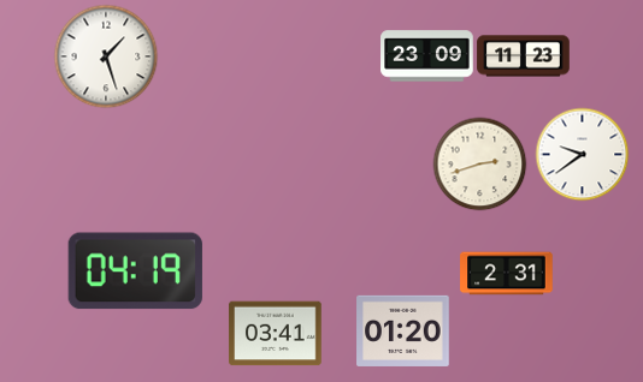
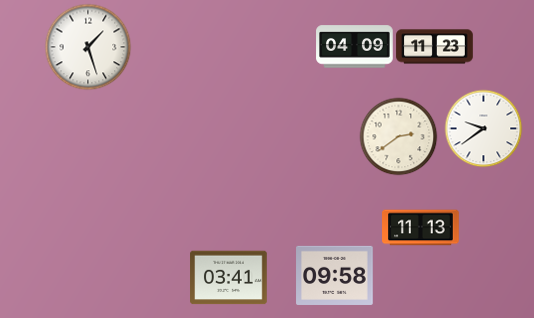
clock at (427, 56): 23:09 -> 04:09
clock at (479, 163): 2:42 -> 2:39
clock at (135, 271): 04:19 -> none
clock at (507, 274): 2:31 -> 11:13
clock at (403, 330): 01:20 -> 09:58
